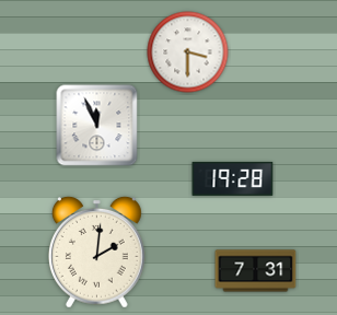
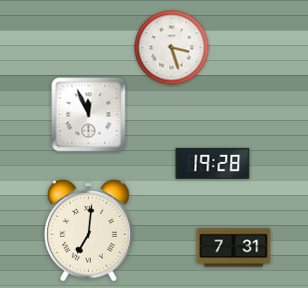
clock at (188, 52): 3:30 -> 3:27
clock at (97, 252): 2:01 -> 7:01
